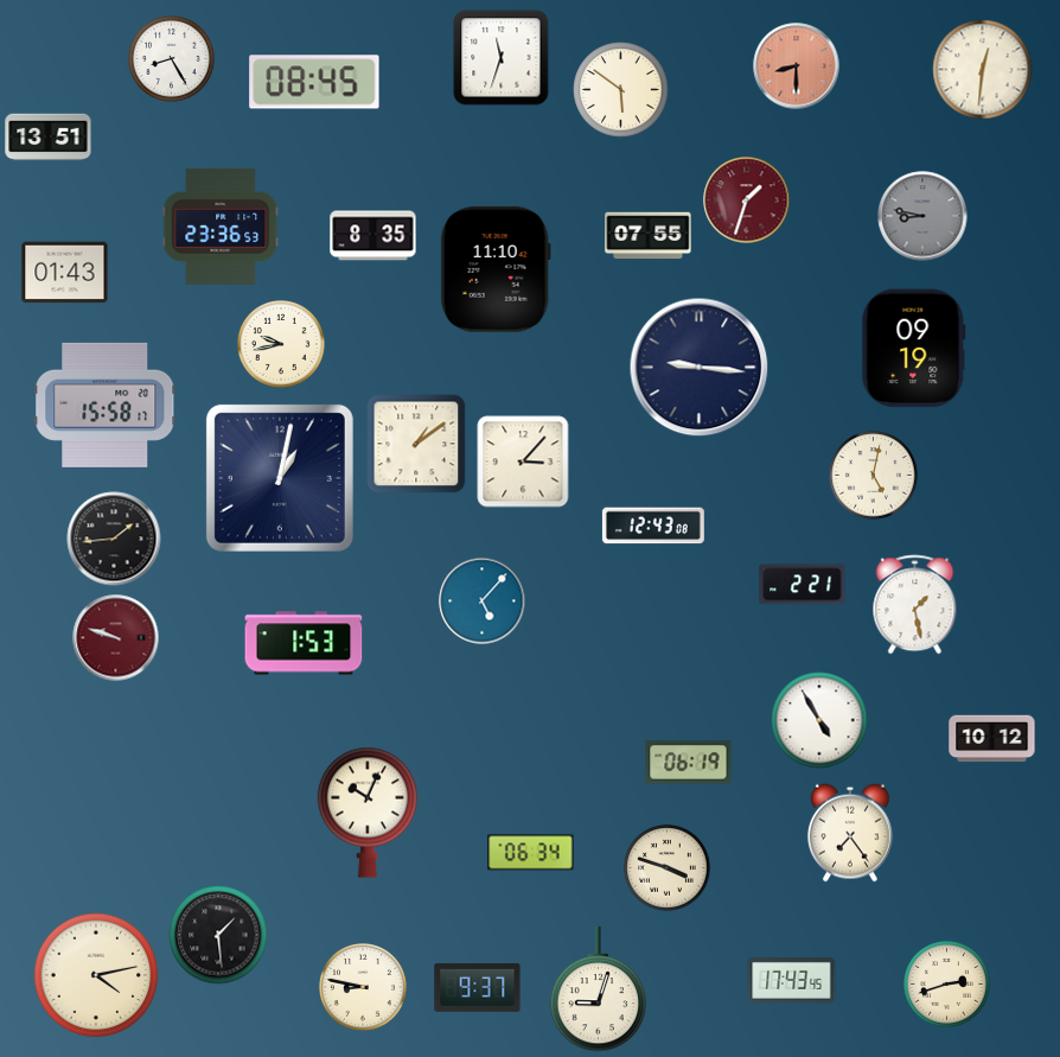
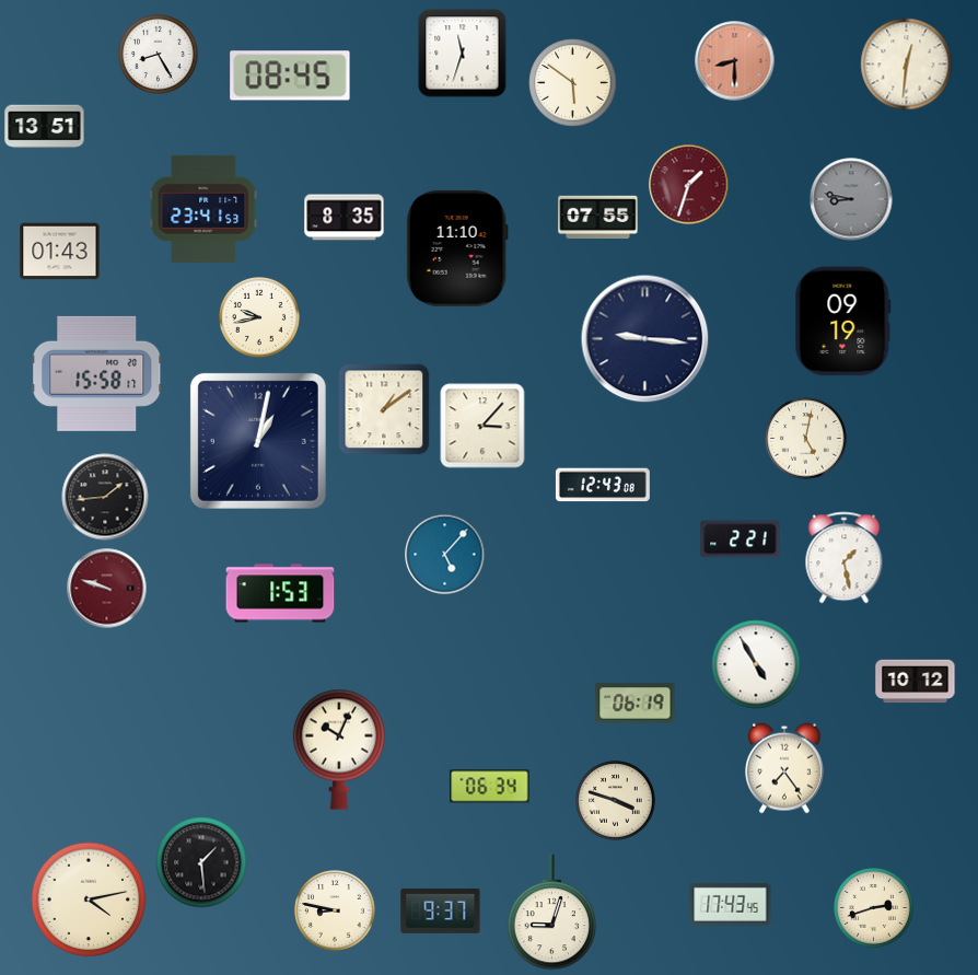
clock at (221, 227): 23:36 -> 23:41
